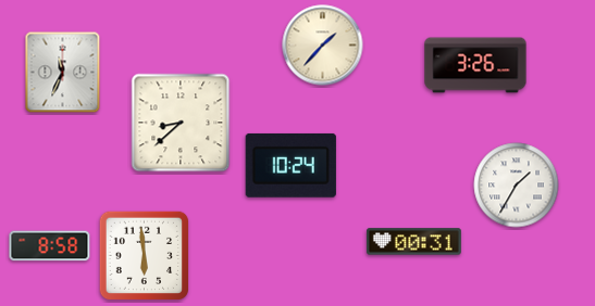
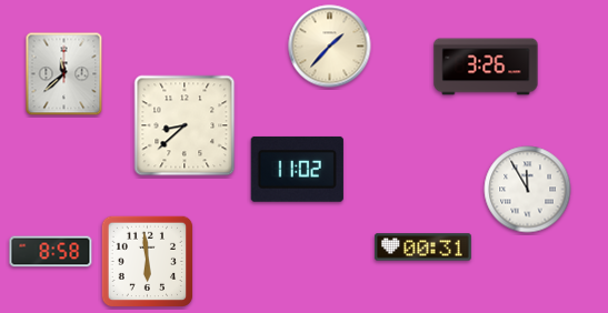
clock at (63, 73): 11:34 -> 11:38
clock at (290, 165): 10:24 -> 11:02
clock at (517, 186): 1:35 -> 11:55
